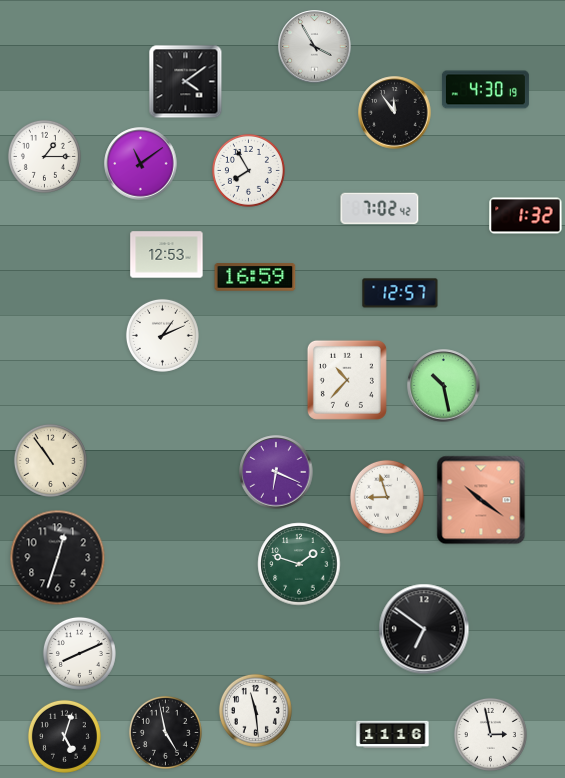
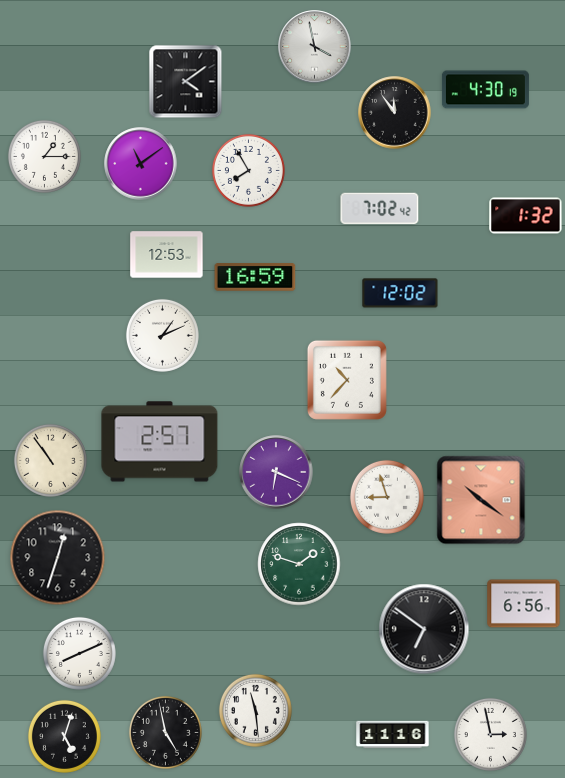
clock at (315, 47): 3:55 -> 3:58
clock at (400, 293): 12:57 -> 12:02
clock at (444, 386): 10:28 -> none
clock at (160, 442): none -> 2:57
clock at (524, 604): none -> 6:56
